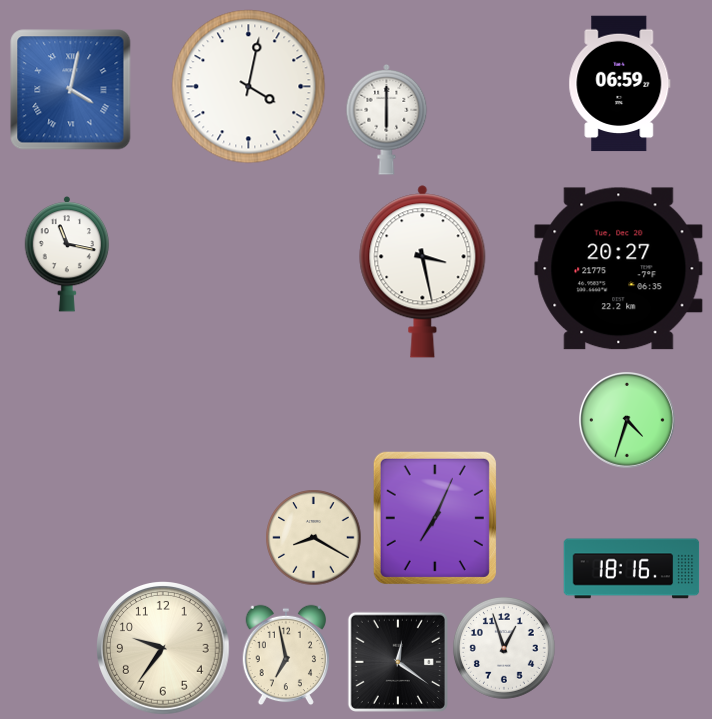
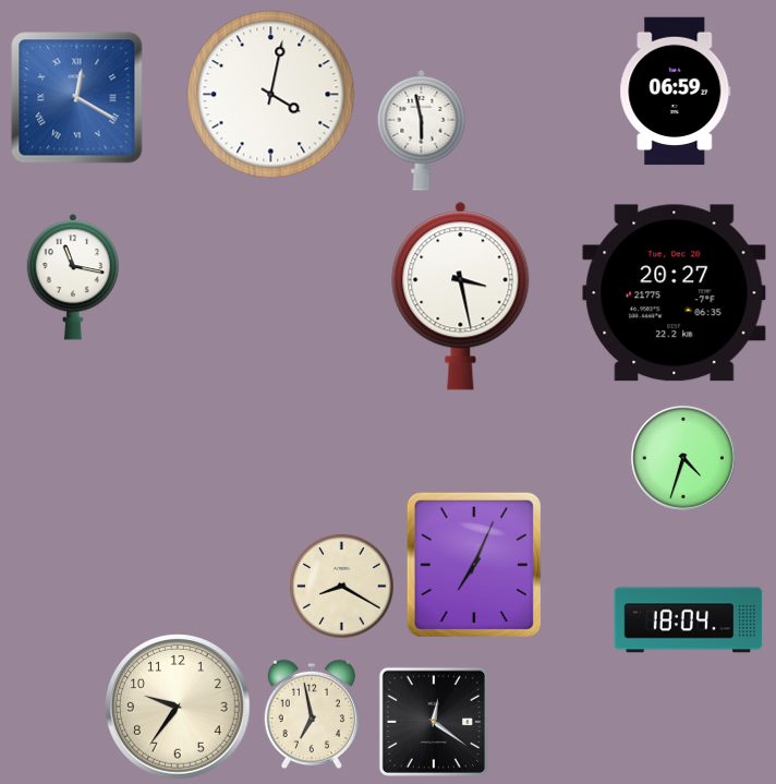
clock at (71, 90): 4:02 -> 12:20
clock at (387, 120): 6:00 -> 5:58
clock at (632, 569): 18:16 -> 18:04
clock at (504, 648): 12:57 -> none
